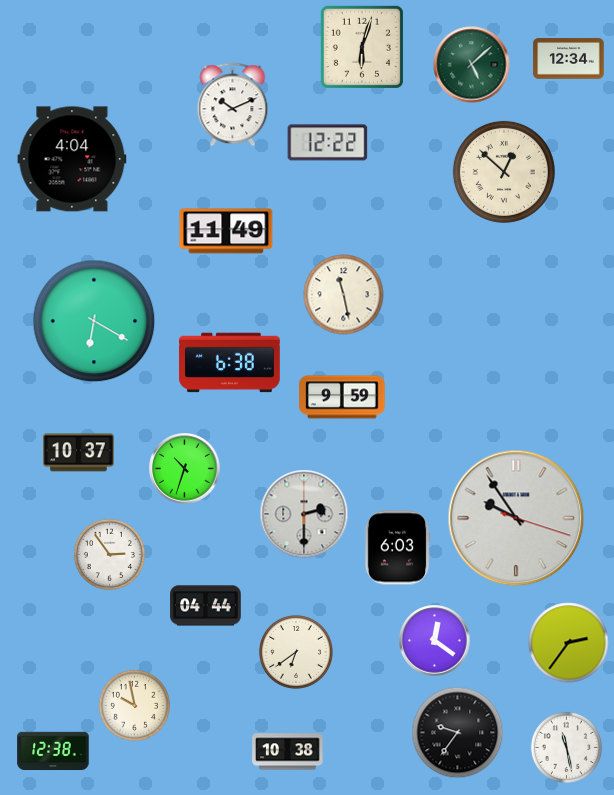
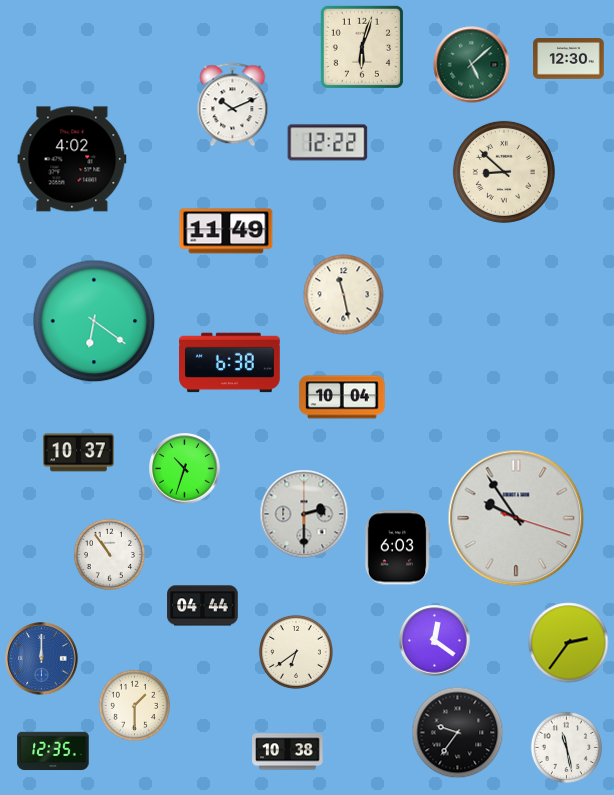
clock at (569, 59): 12:34 -> 12:30
clock at (72, 159): 4:04 -> 4:02
clock at (504, 172): 12:52 -> 8:52
clock at (94, 321): 6:20 -> 6:21
clock at (342, 397): 9:59 -> 10:04
clock at (109, 554): 2:54 -> 10:54
clock at (206, 606) position: (206, 606) -> (203, 606)
clock at (42, 659): none -> 12:00
clock at (134, 705): 9:58 -> 1:30
clock at (53, 751): 12:38 -> 12:35
